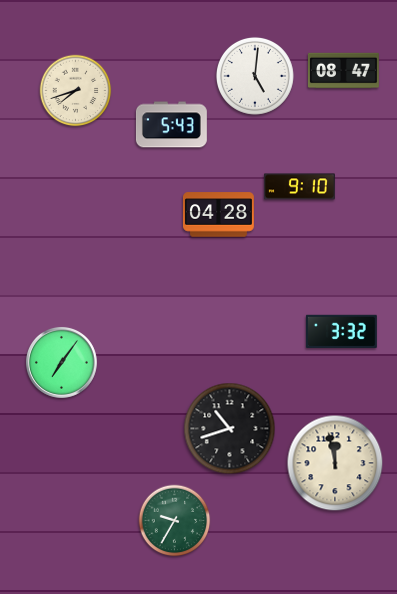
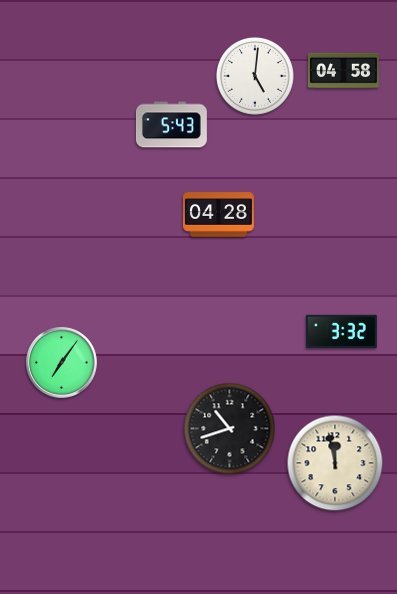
clock at (343, 71): 08:47 -> 04:58
clock at (76, 91): 7:42 -> none
clock at (299, 187): 9:10 -> none
clock at (175, 521): 9:35 -> none
